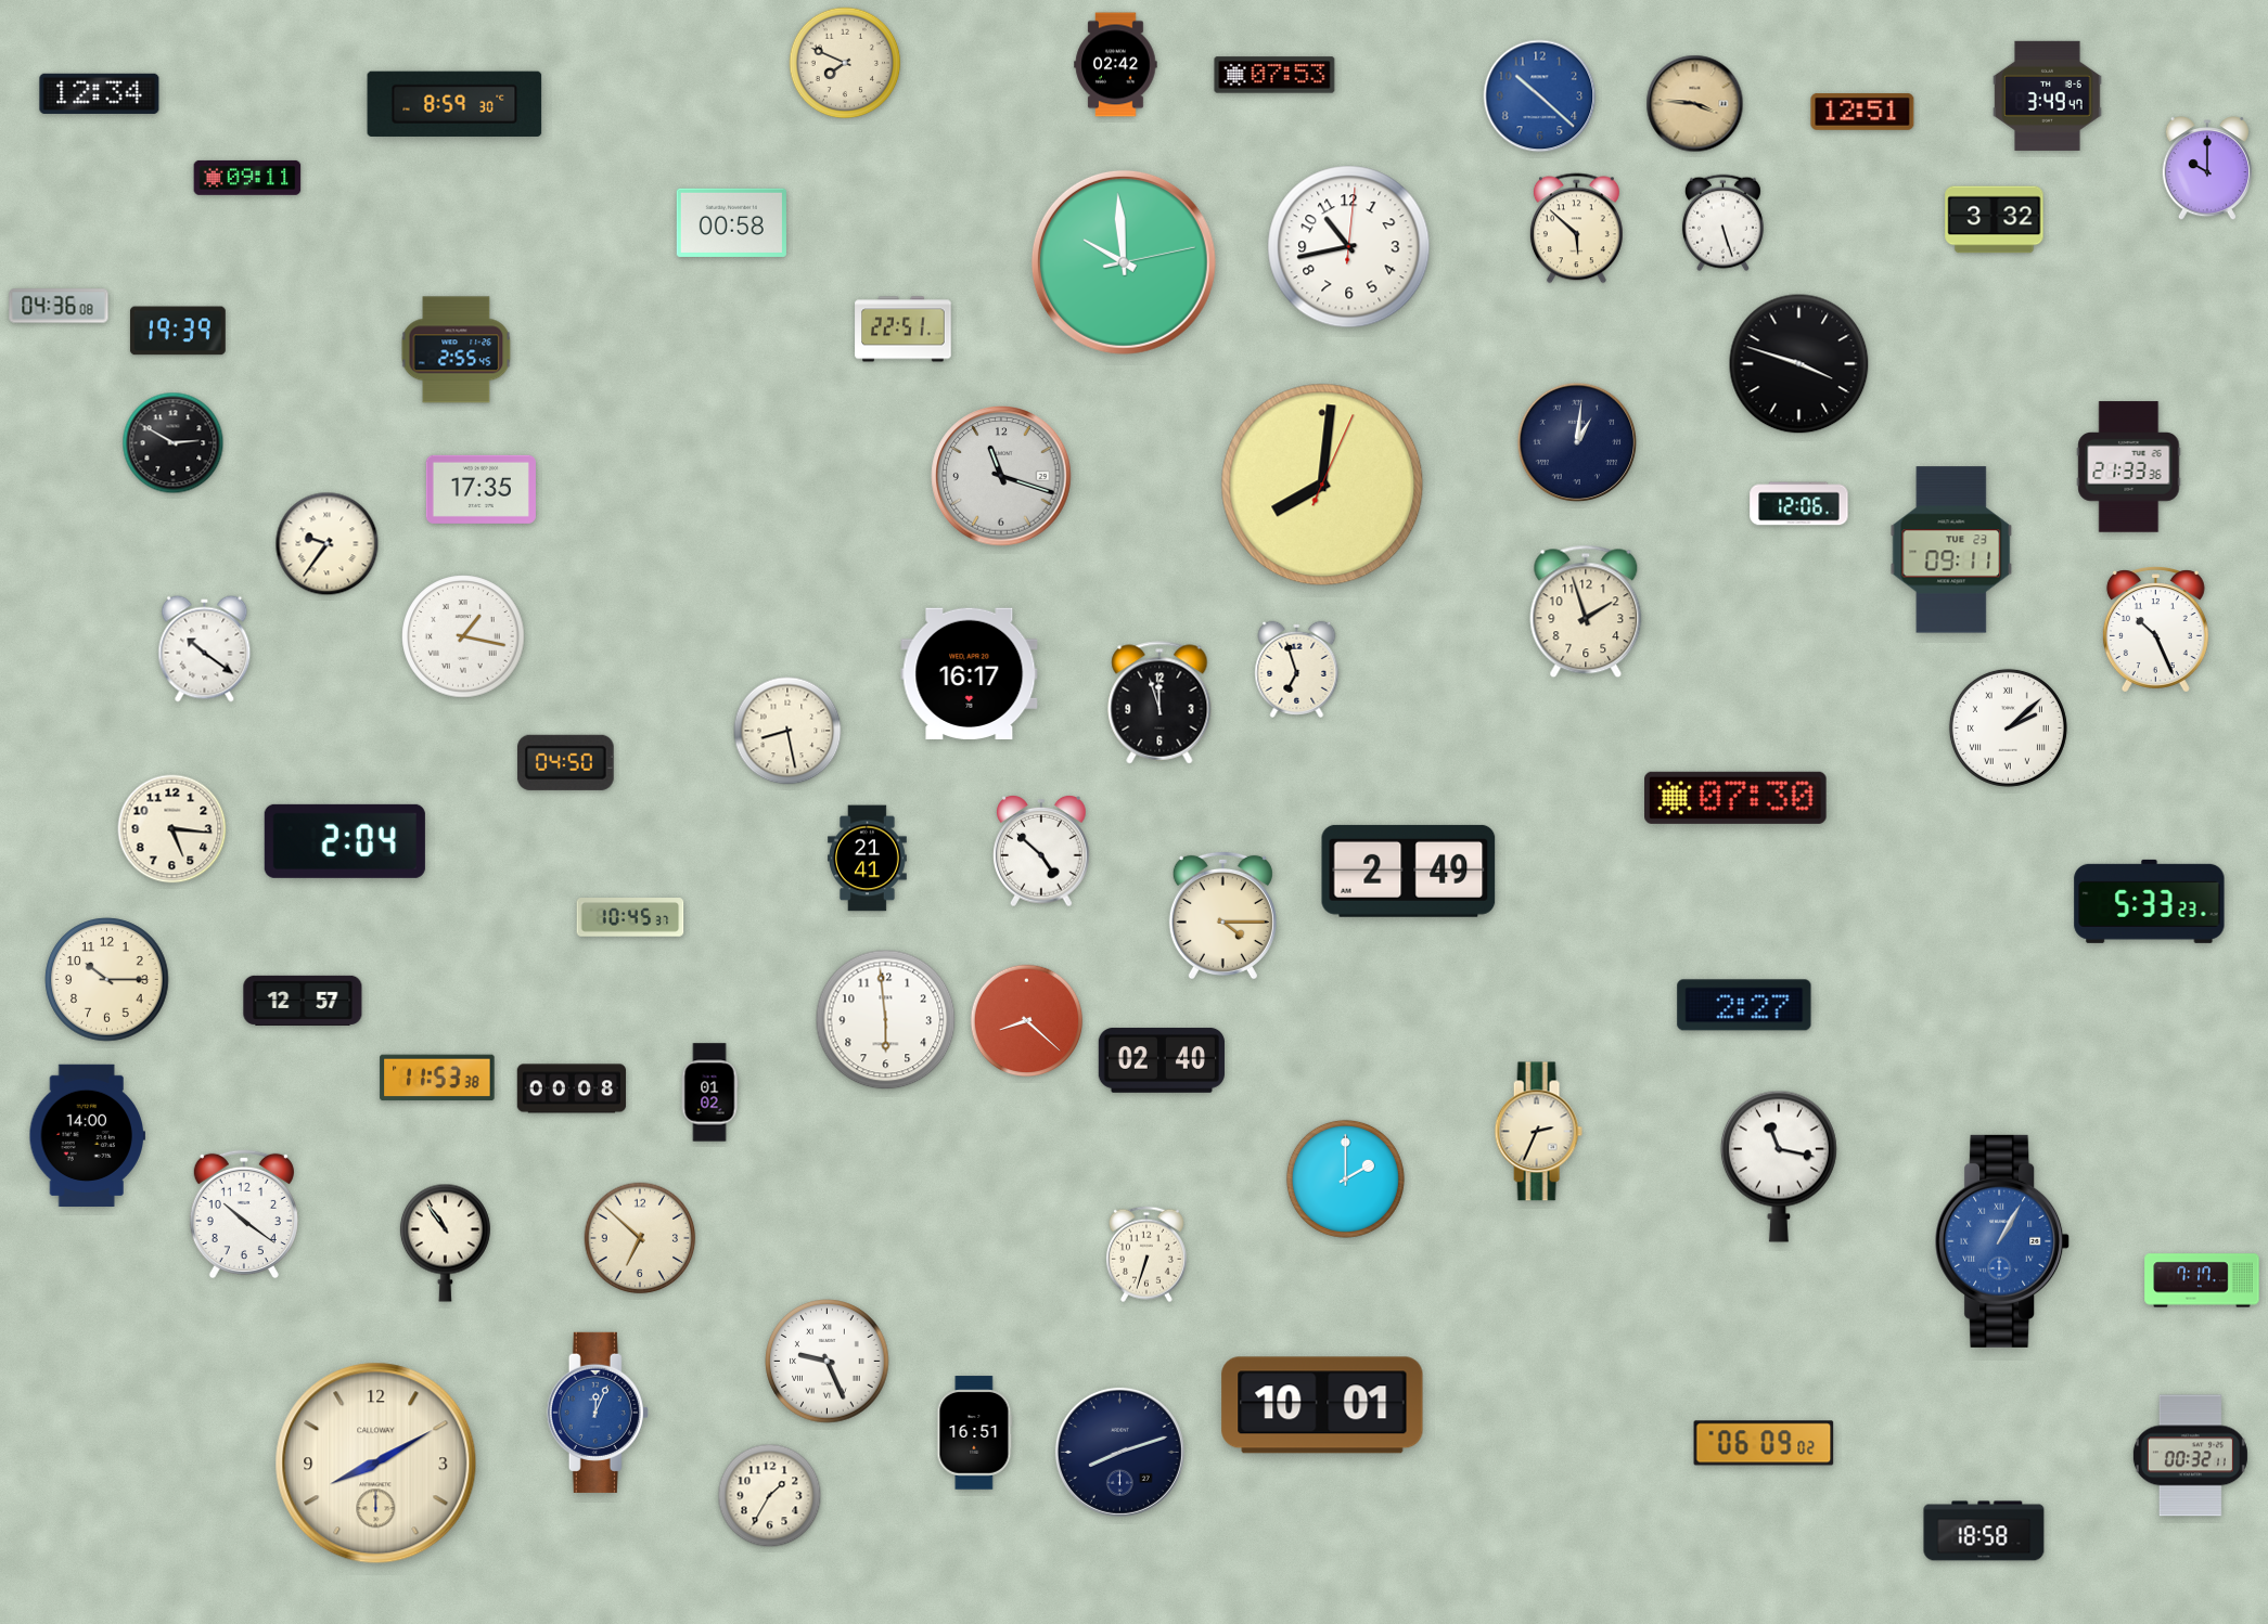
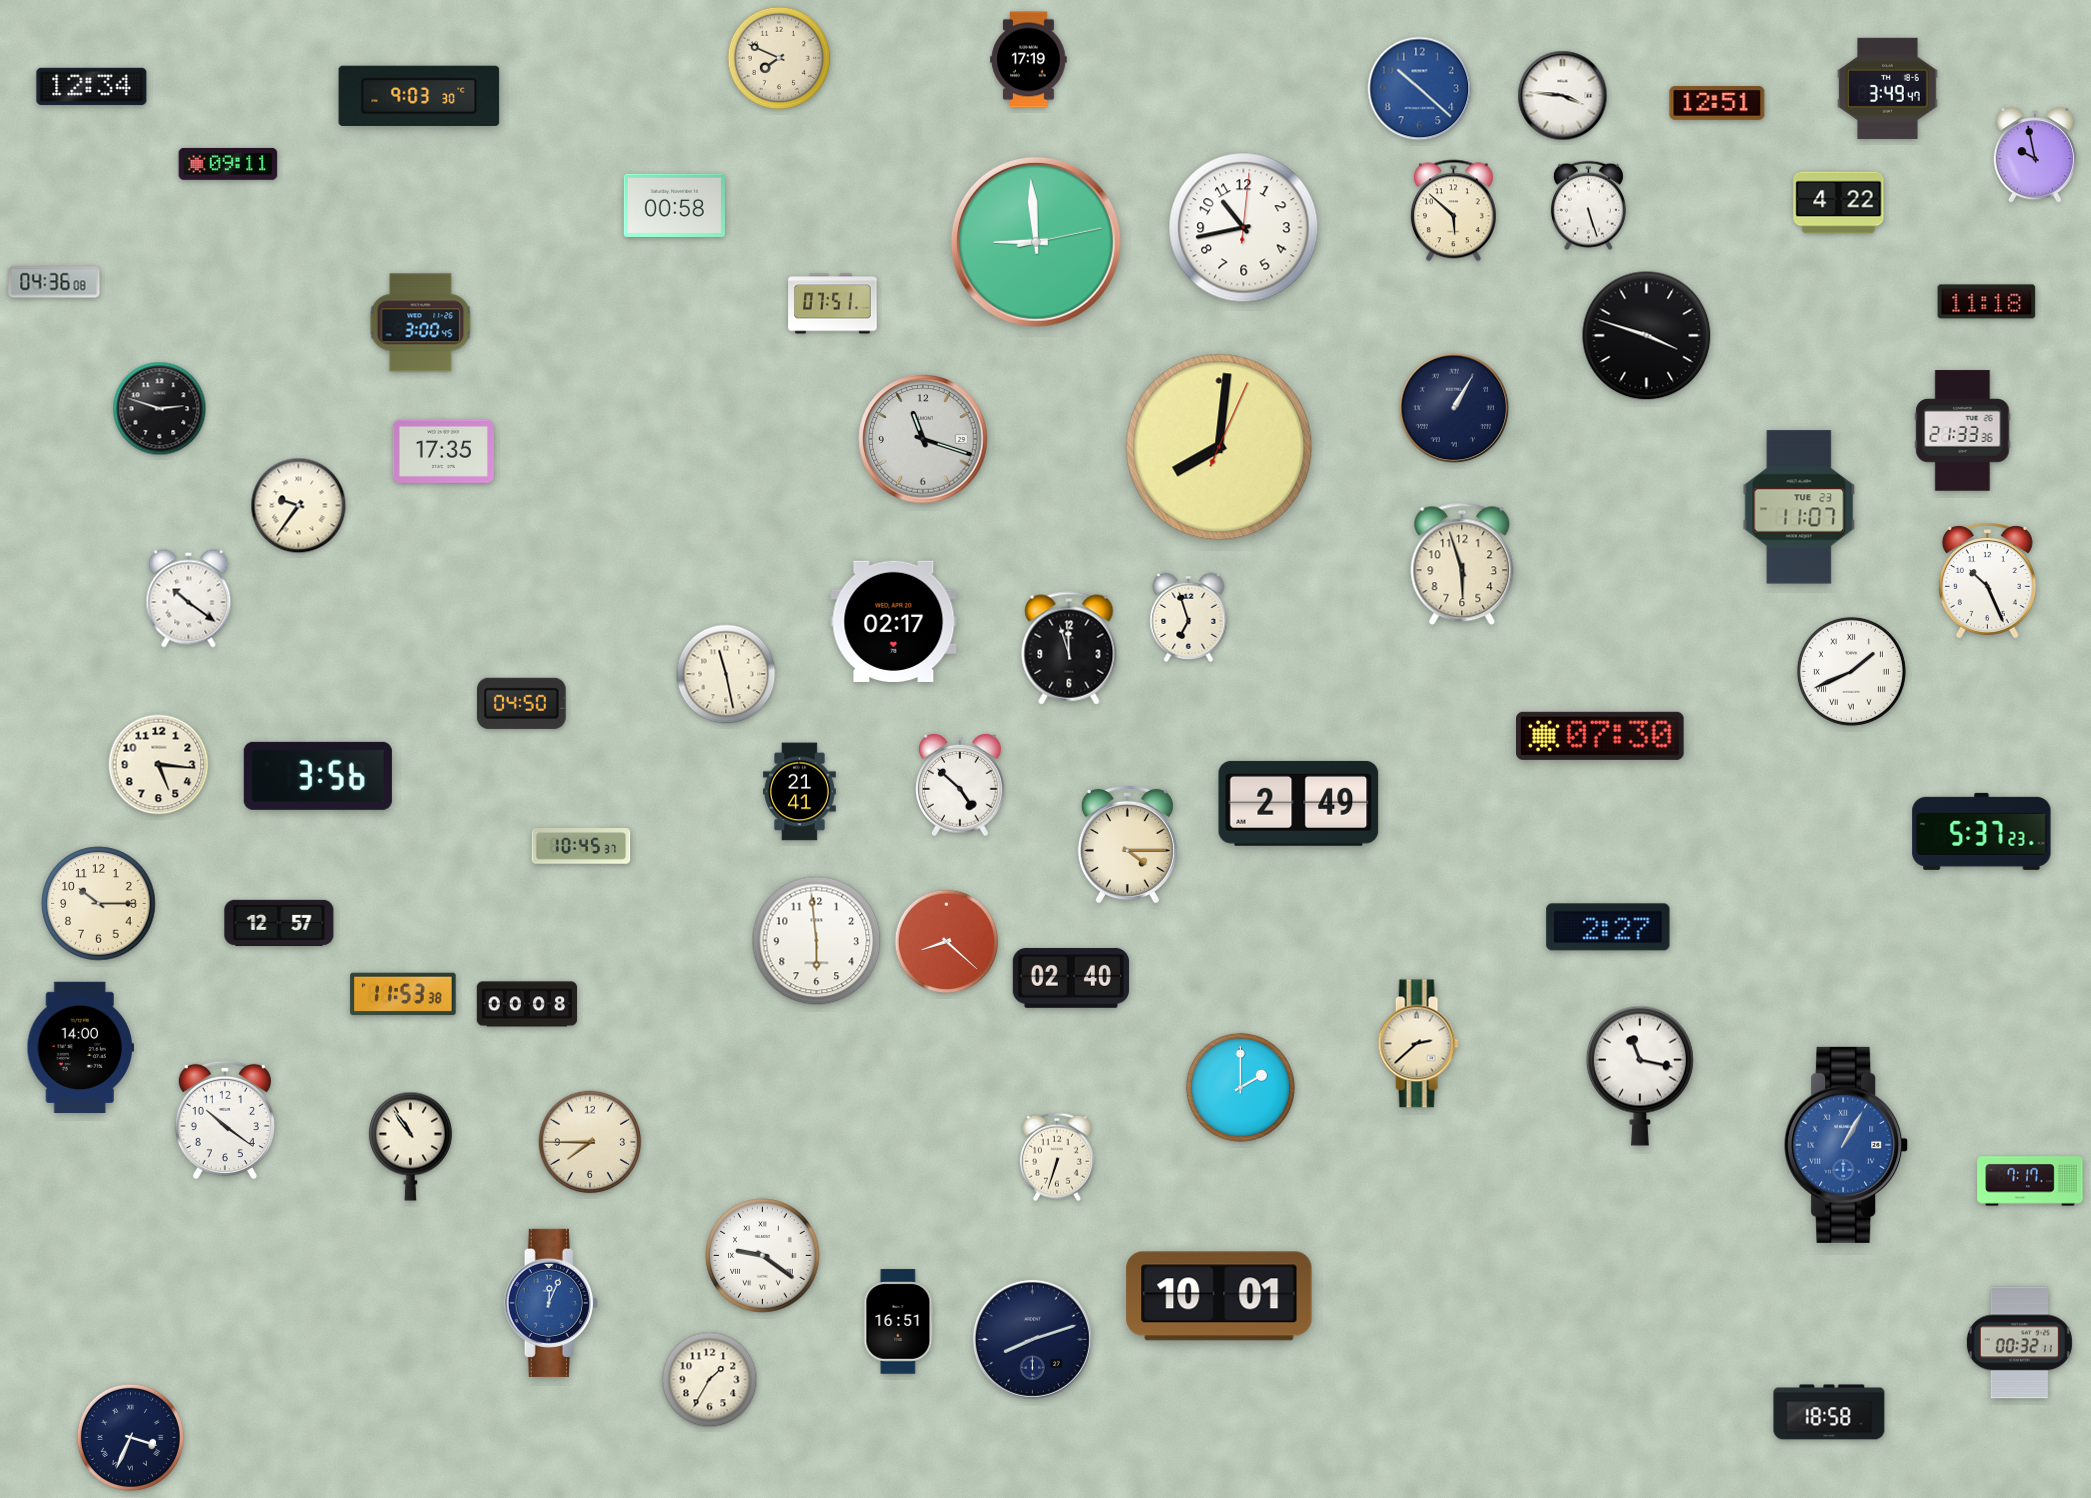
clock at (1116, 65): 02:42 -> 17:19
clock at (1274, 75): 07:53 -> none
clock at (454, 103): 8:59 -> 9:03
clock at (1695, 104) dial: champagne -> white
clock at (2207, 169): 10:00 -> 9:58
clock at (1995, 220): 3:32 -> 4:22
clock at (1124, 262): 9:59 -> 8:59
clock at (1987, 302): none -> 11:18
clock at (904, 330): 22:51 -> 07:51
clock at (178, 331): 19:39 -> none
clock at (457, 350): 2:55 -> 3:00
clock at (1799, 364) position: (1799, 364) -> (1647, 336)
clock at (1577, 442): 1:01 -> 1:05
clock at (174, 443): 2:50 -> 2:48
clock at (1799, 504): 12:06 -> none
clock at (328, 544) position: (328, 544) -> (299, 506)
clock at (1951, 550): 09:11 -> 11:07
clock at (1586, 611): 1:57 -> 5:57
clock at (463, 636): 1:17 -> none
clock at (1297, 669) position: (1297, 669) -> (1189, 617)
clock at (970, 673): 16:17 -> 02:17
clock at (2008, 727): 2:08 -> 1:41
clock at (787, 731): 8:28 -> 11:28
clock at (345, 841): 2:04 -> 3:56
clock at (2150, 901): 5:33 -> 5:37
clock at (709, 1093): 01:02 -> none
clock at (1538, 1132): 2:34 -> 2:38
clock at (640, 1238): 6:52 -> 7:45
clock at (828, 1362): 9:26 -> 9:21
clock at (1764, 1443): 06:09 -> none
clock at (376, 1464): 8:10 -> none
clock at (130, 1437): none -> 3:34
